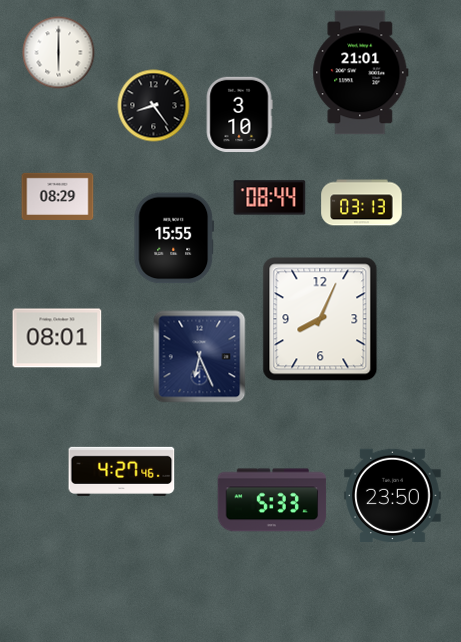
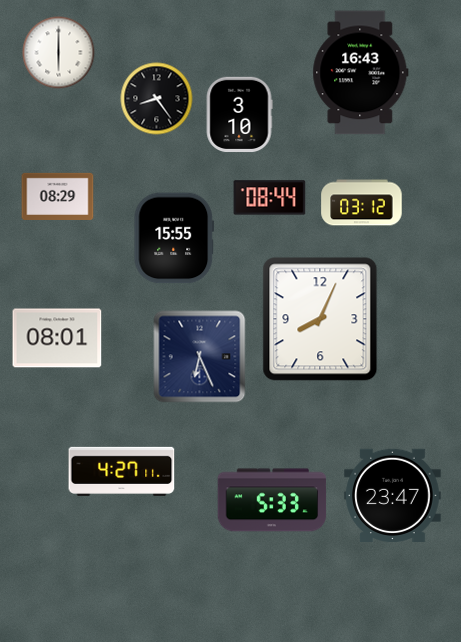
clock at (361, 73): 21:01 -> 16:43
clock at (154, 106) position: (154, 106) -> (157, 99)
clock at (362, 203): 03:13 -> 03:12
clock at (122, 471): 4:27:46 -> 4:27:11
clock at (393, 495): 23:50 -> 23:47
